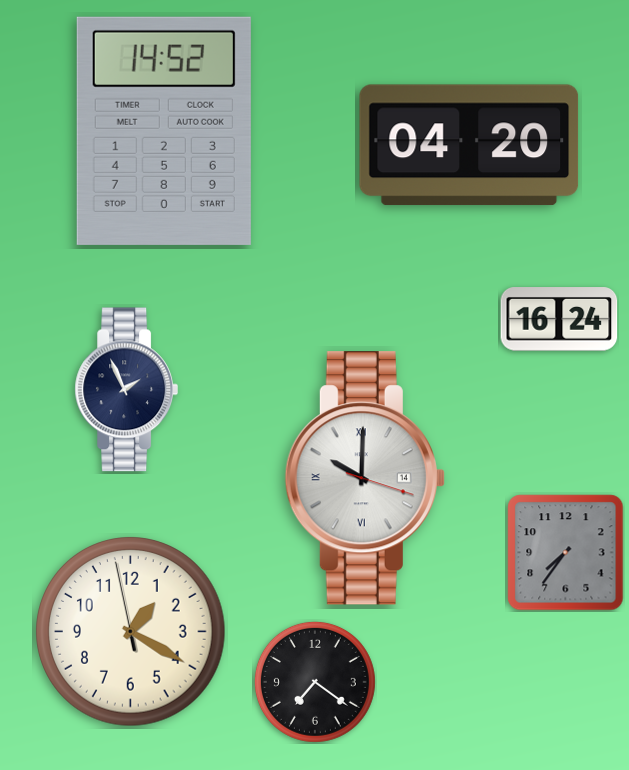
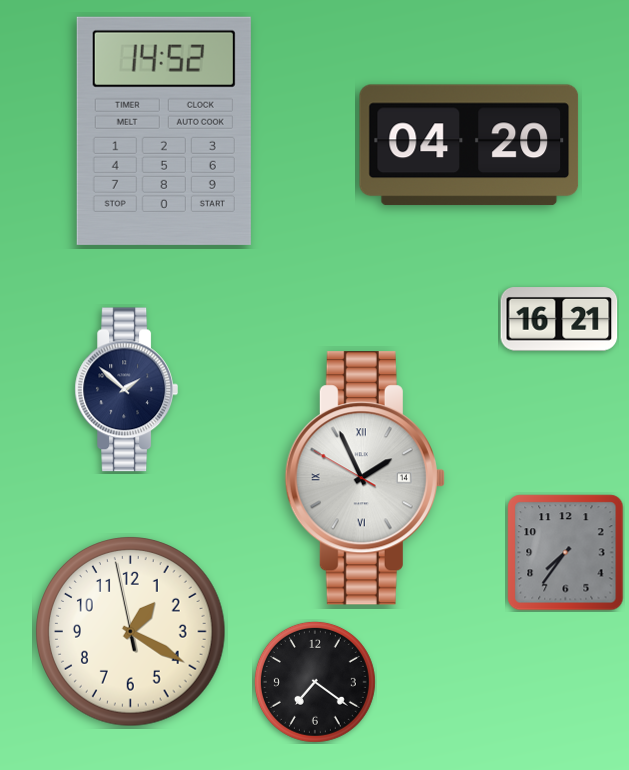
clock at (559, 319): 16:24 -> 16:21
clock at (126, 390): 1:56 -> 1:52
clock at (365, 478): 10:00 -> 1:55
